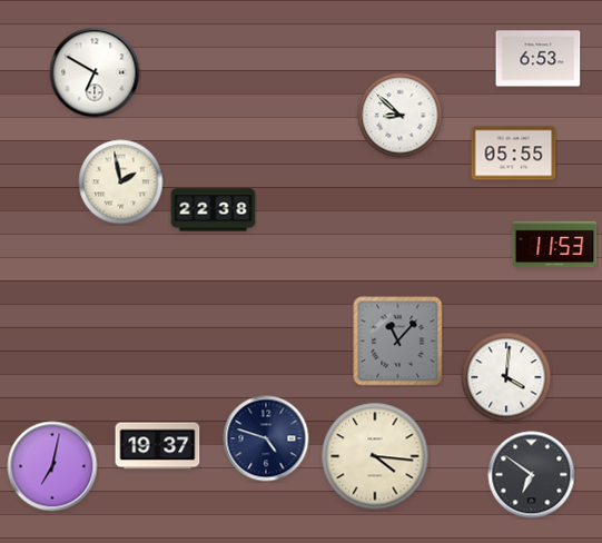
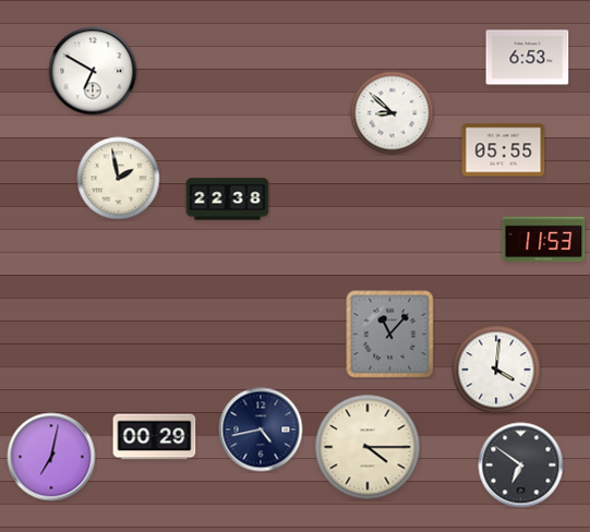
clock at (214, 210) position: (214, 210) -> (228, 199)
clock at (266, 438): 4:48 -> 4:43
clock at (158, 446): 19:37 -> 00:29
clock at (375, 456): 4:16 -> 4:15
